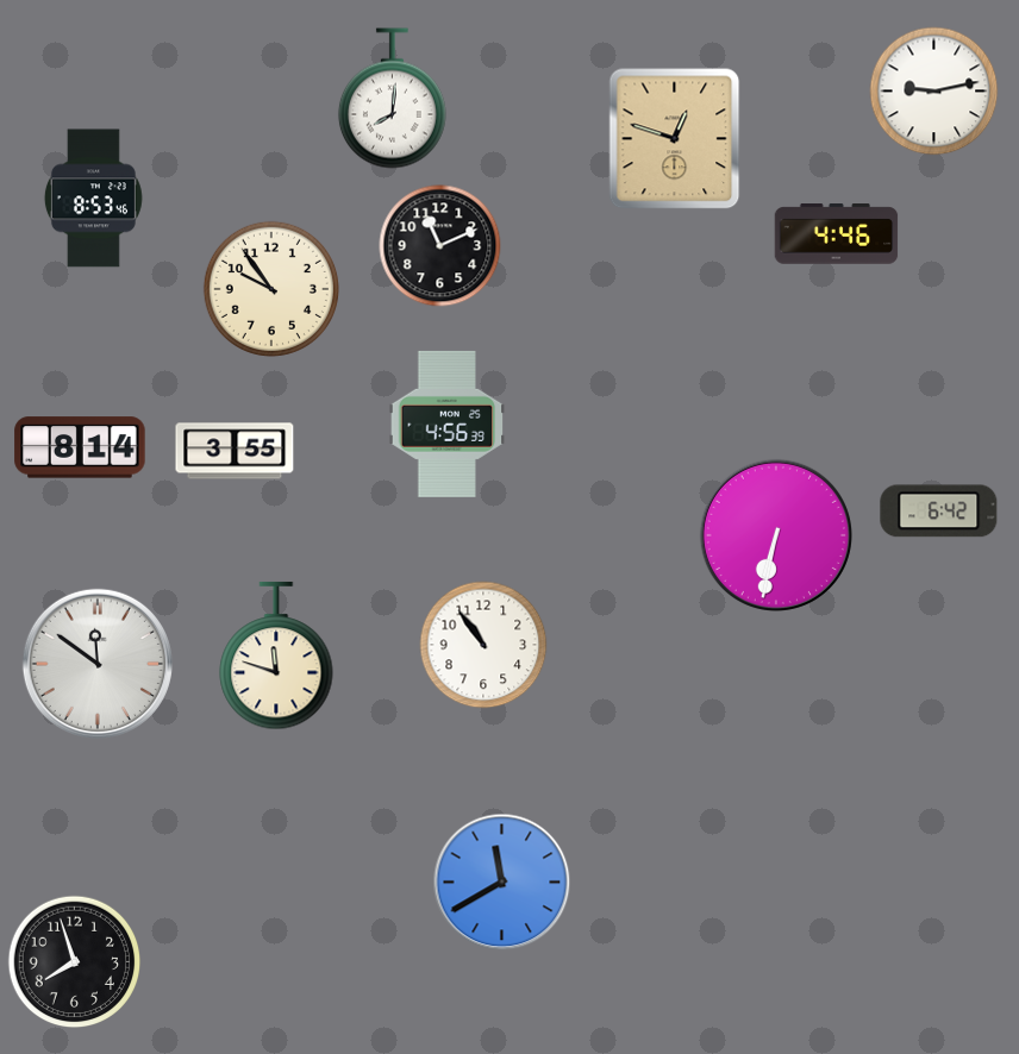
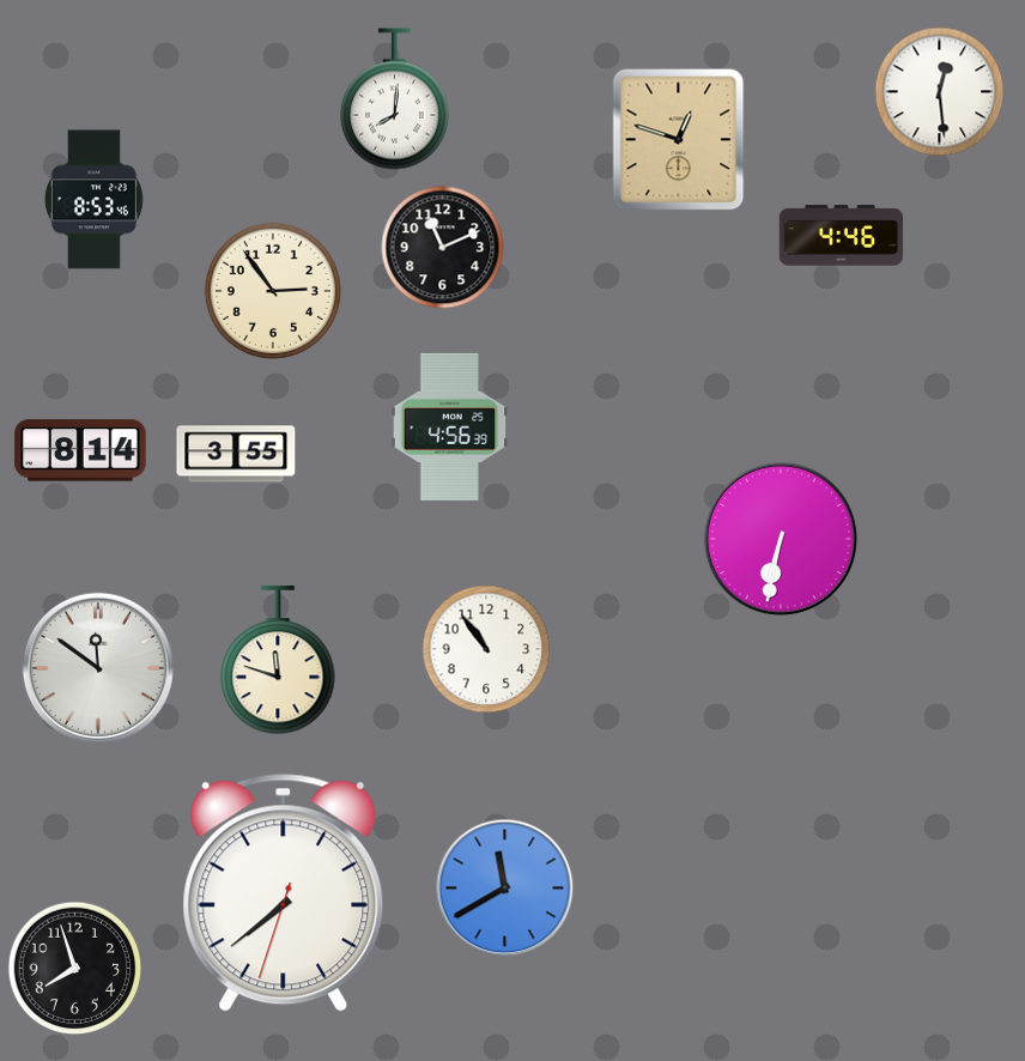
clock at (934, 92): 9:13 -> 12:29
clock at (271, 289): 9:54 -> 2:54
clock at (939, 512): 6:42 -> none
clock at (284, 892): none -> 7:38
